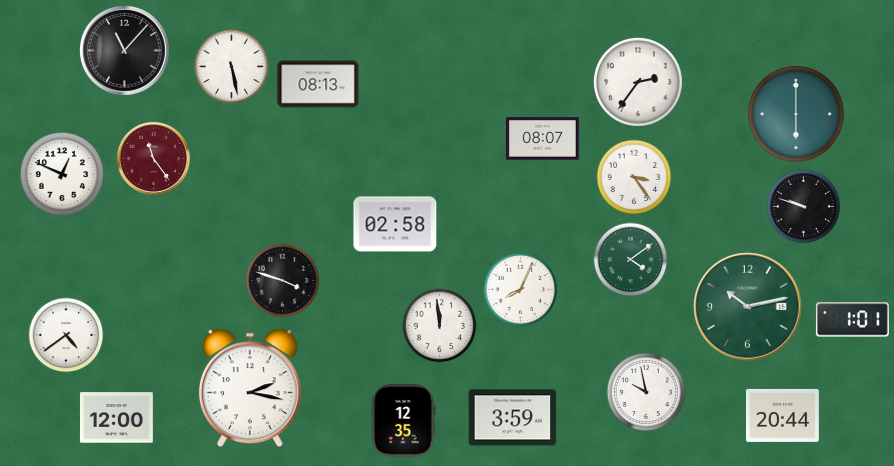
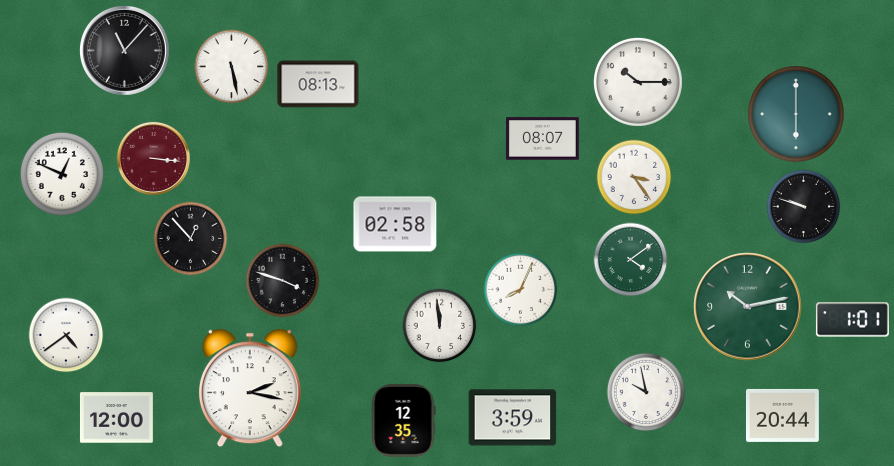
clock at (638, 82): 2:36 -> 10:15
clock at (153, 158): 11:24 -> 3:16
clock at (191, 239): none -> 12:53
